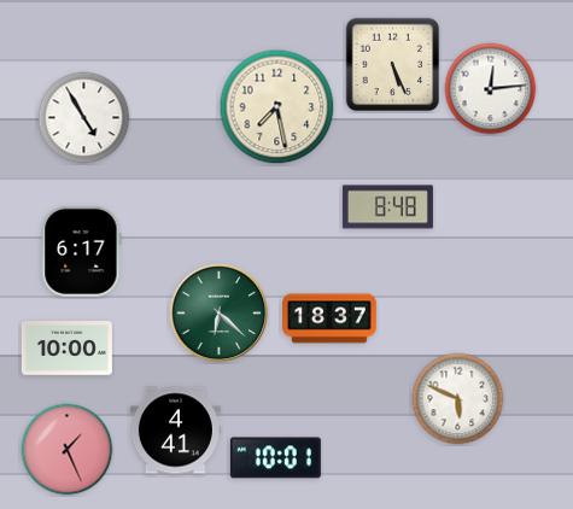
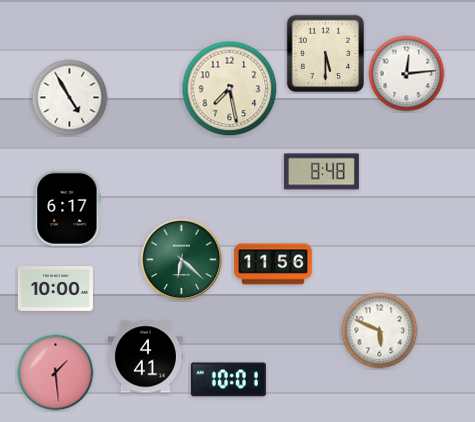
clock at (393, 65): 5:26 -> 5:30
clock at (329, 318): 18:37 -> 11:56
clock at (68, 450): 1:26 -> 1:29
